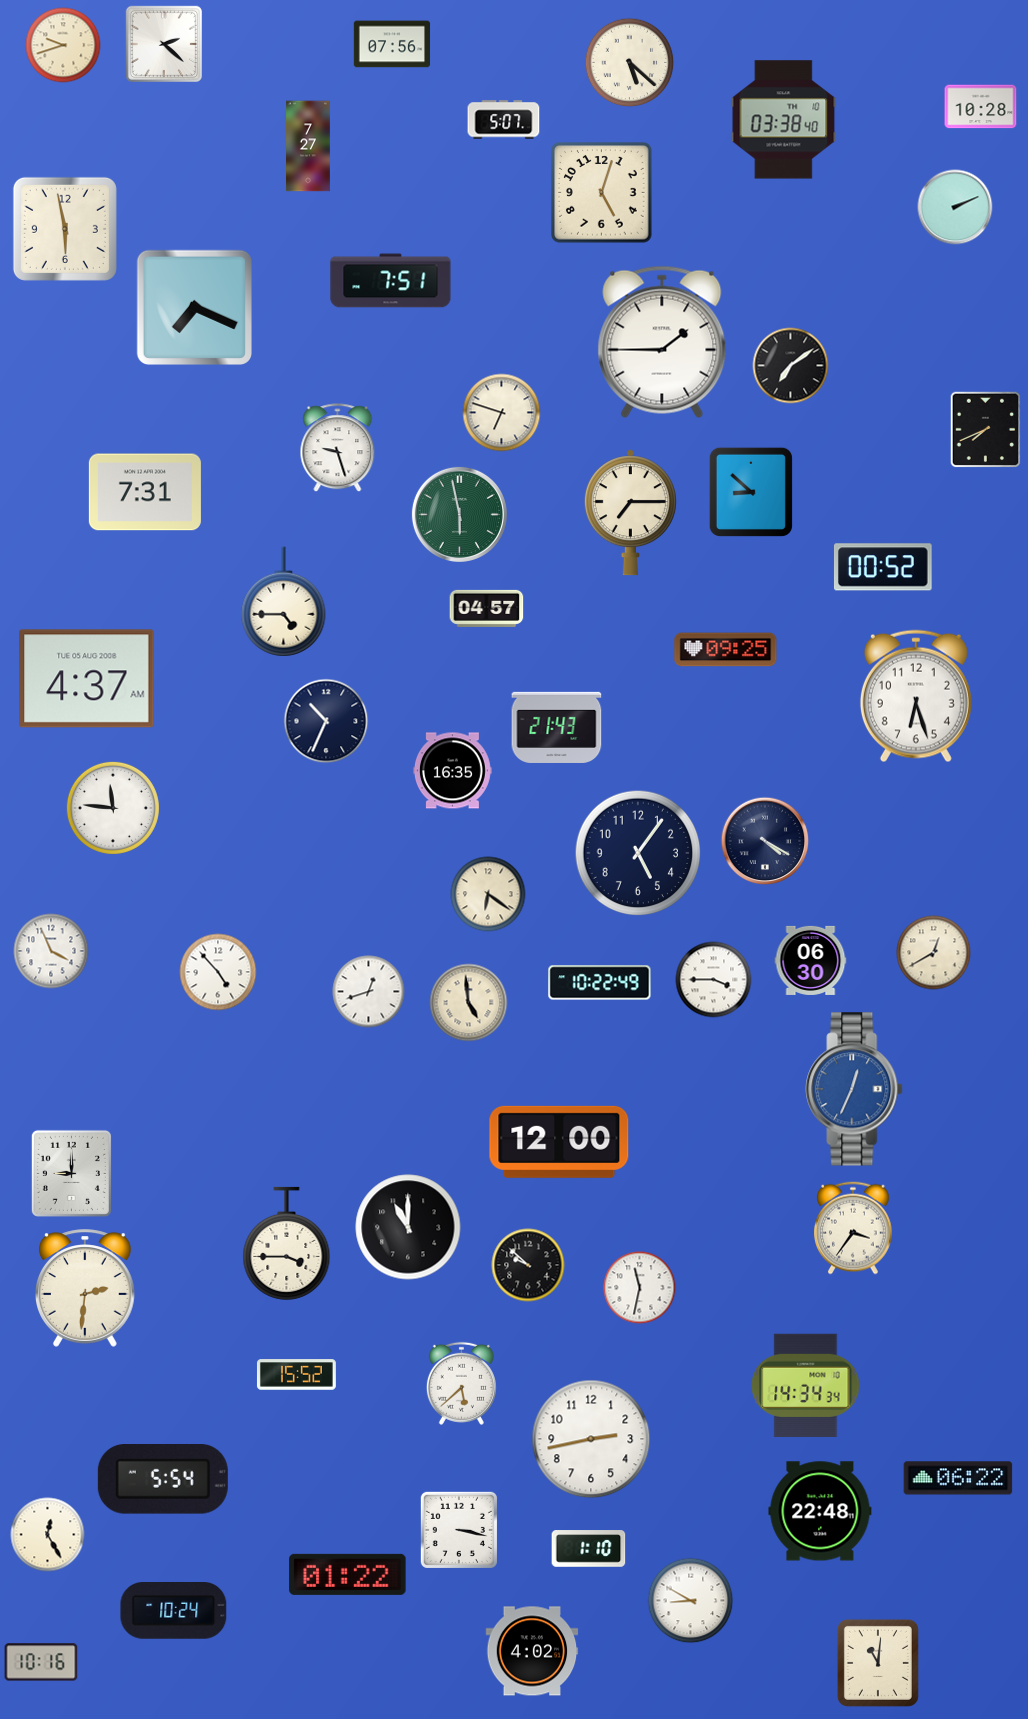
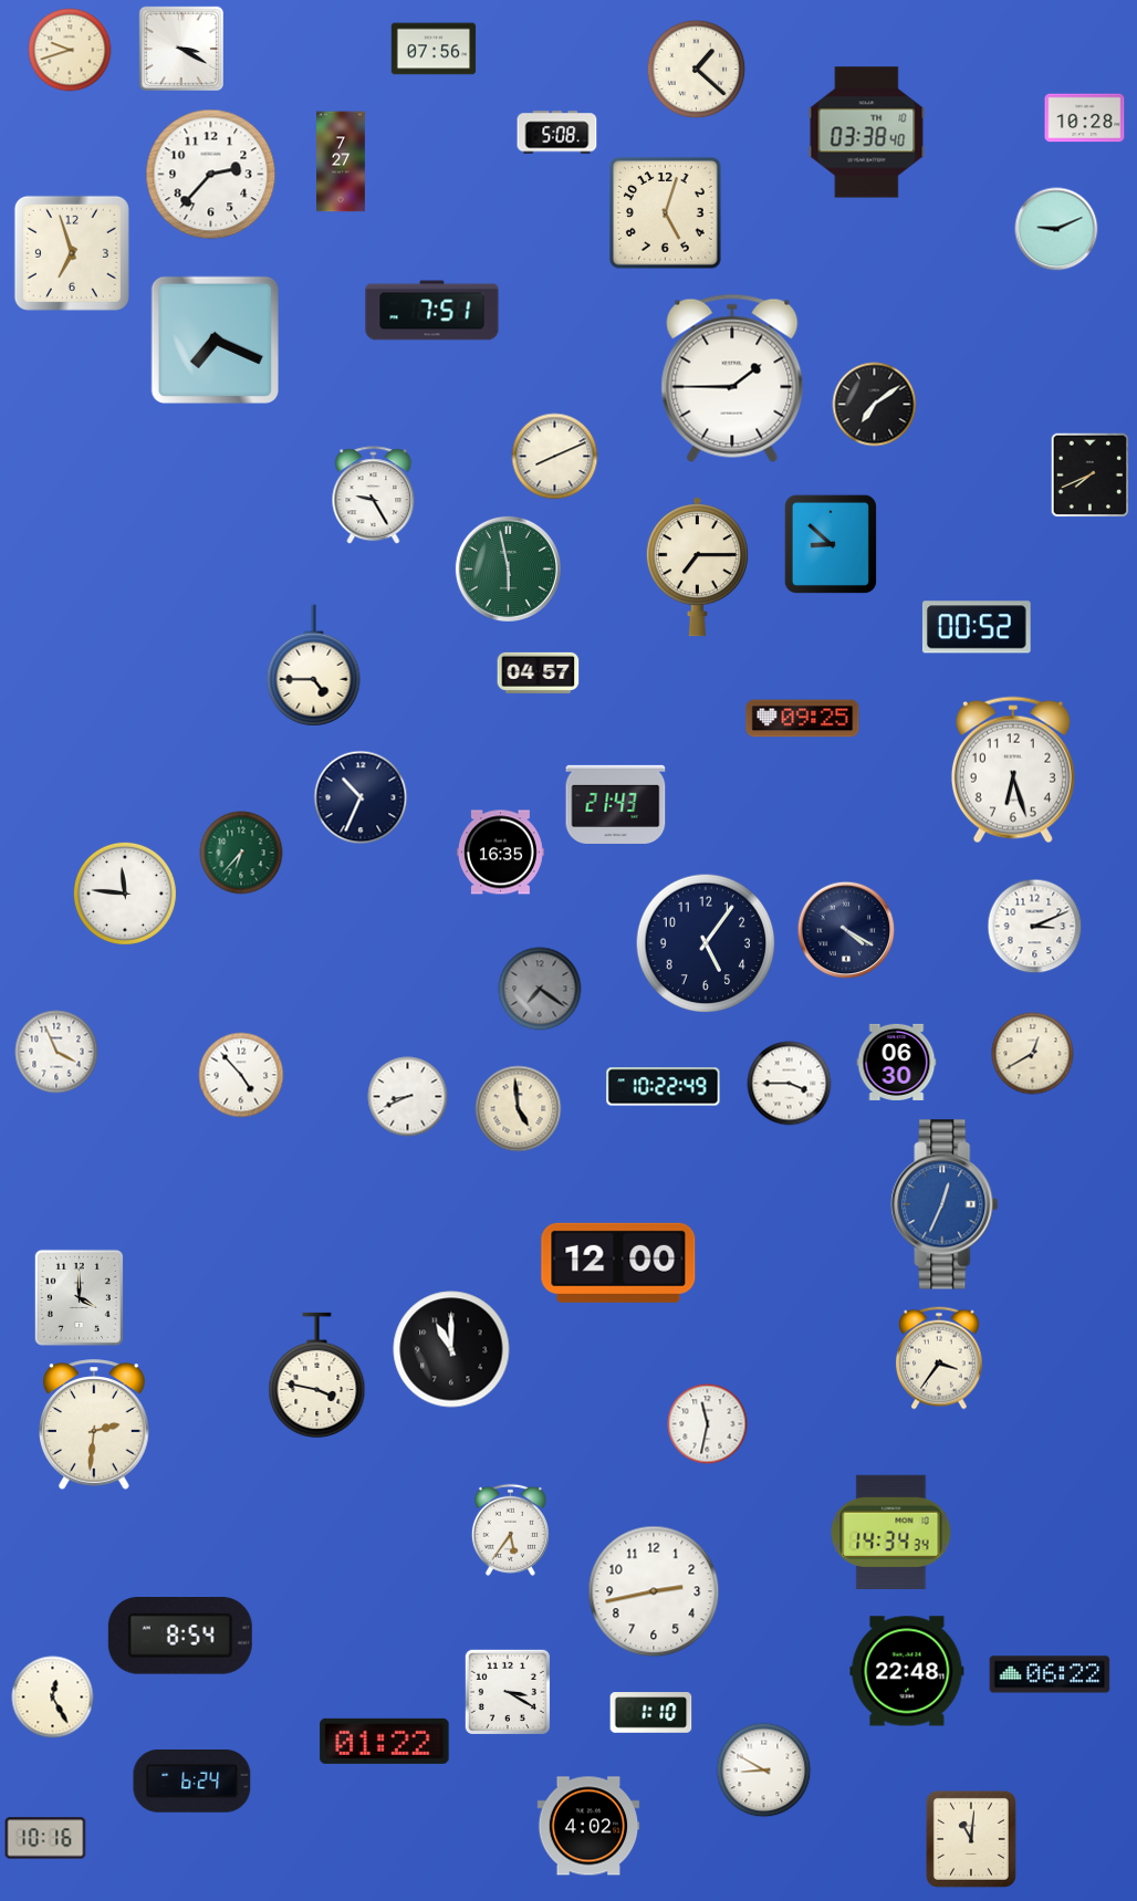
clock at (163, 43): 2:22 -> 3:20
clock at (630, 63): 5:22 -> 1:22
clock at (504, 120): 5:07 -> 5:08
clock at (211, 175): none -> 2:37
clock at (955, 207): 2:11 -> 9:11
clock at (65, 229): 5:58 -> 6:57
clock at (502, 413): 6:48 -> 8:11
clock at (338, 448): 9:27 -> 9:25
clock at (145, 492): 7:31 -> none
clock at (87, 679): 4:37 -> none
clock at (241, 853): none -> 6:37
clock at (1035, 927): none -> 3:11
clock at (488, 894): 6:21 -> 7:21
clock at (488, 894) dial: cream -> grey
clock at (369, 992): 12:42 -> 8:41
clock at (71, 1173): 9:00 -> 4:00
clock at (408, 1227) position: (408, 1227) -> (451, 1349)
clock at (853, 1228) position: (853, 1228) -> (939, 1358)
clock at (287, 1243): 3:45 -> 3:47
clock at (528, 1265): 9:52 -> none
clock at (296, 1375): 15:52 -> none
clock at (461, 1383): 5:38 -> 5:36
clock at (958, 1478) position: (958, 1478) -> (1050, 1674)
clock at (163, 1480): 5:54 -> 8:54
clock at (459, 1530): 3:17 -> 3:20
clock at (174, 1611): 10:24 -> 6:24
